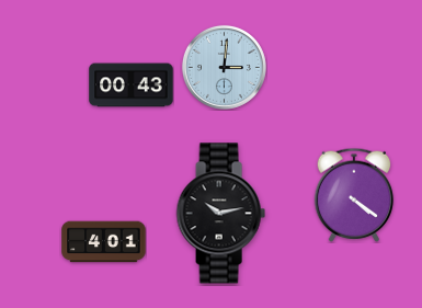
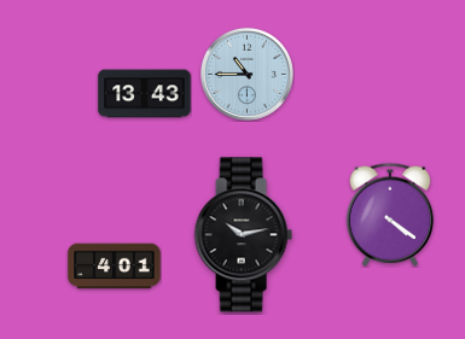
clock at (224, 67): 3:01 -> 10:45
clock at (132, 85): 00:43 -> 13:43
